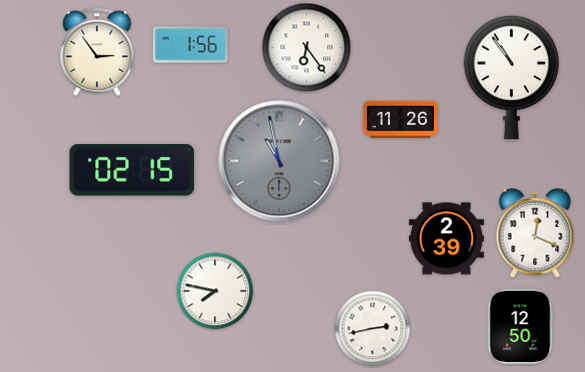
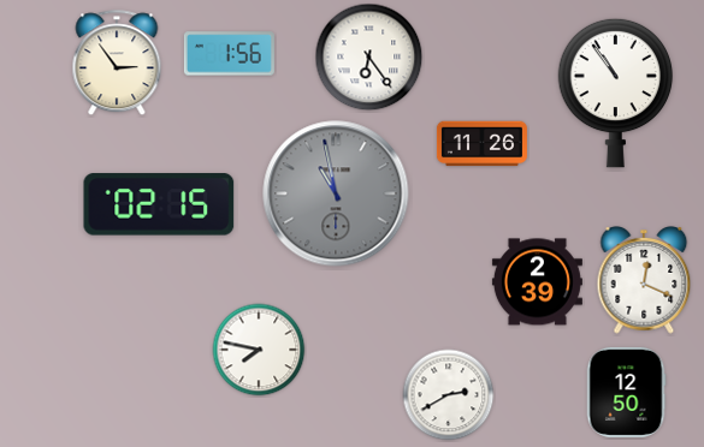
clock at (446, 239) position: (446, 239) -> (537, 282)
clock at (373, 329): 2:43 -> 2:40
